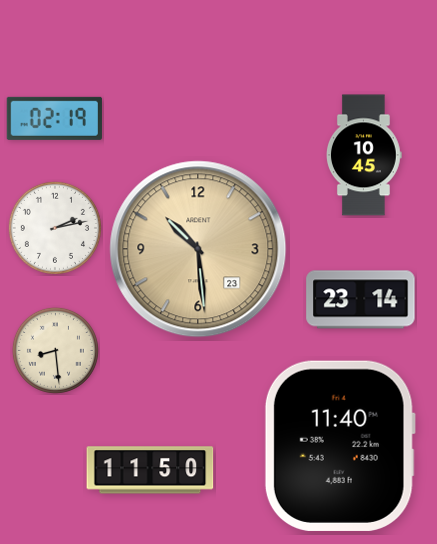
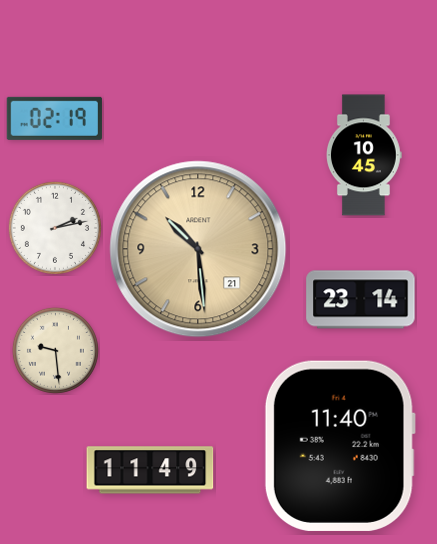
clock at (198, 249) date: 23 -> 21
clock at (55, 350): 8:29 -> 9:29
clock at (150, 470): 11:50 -> 11:49
